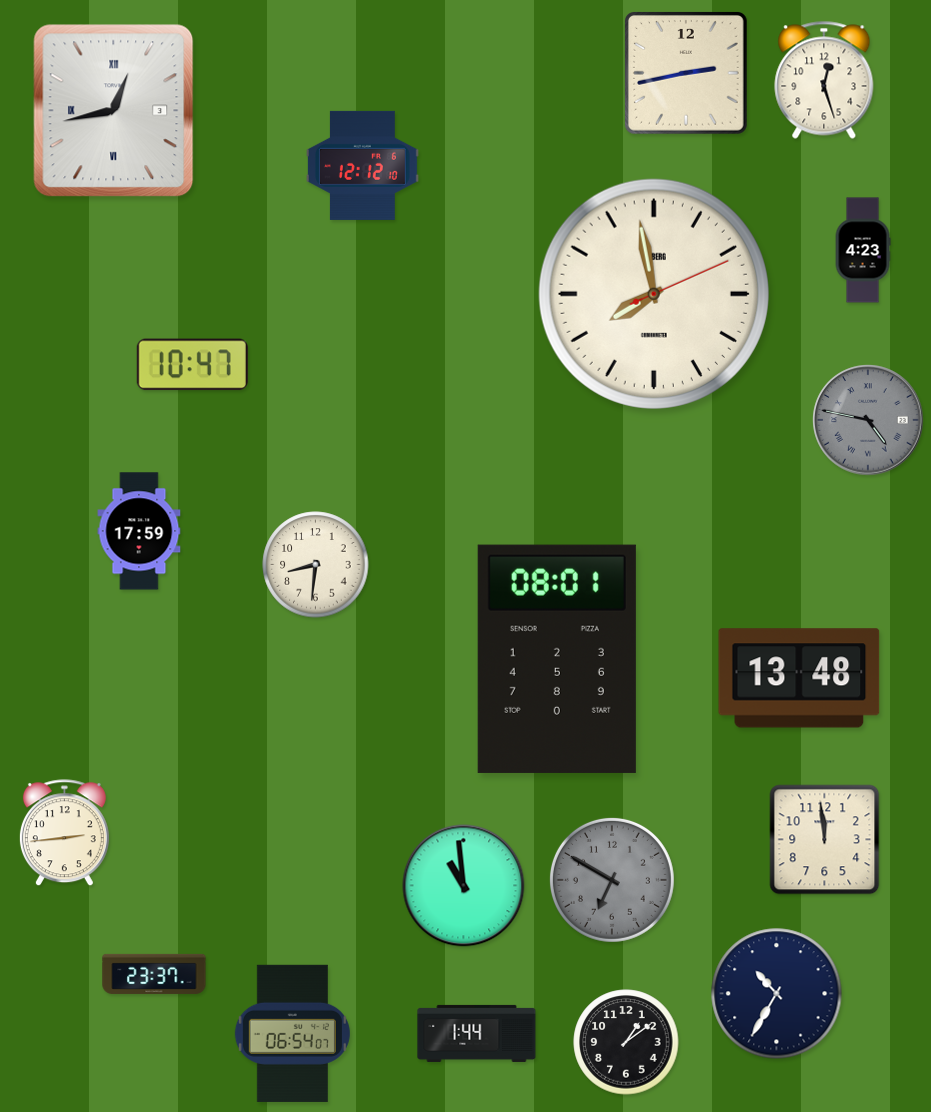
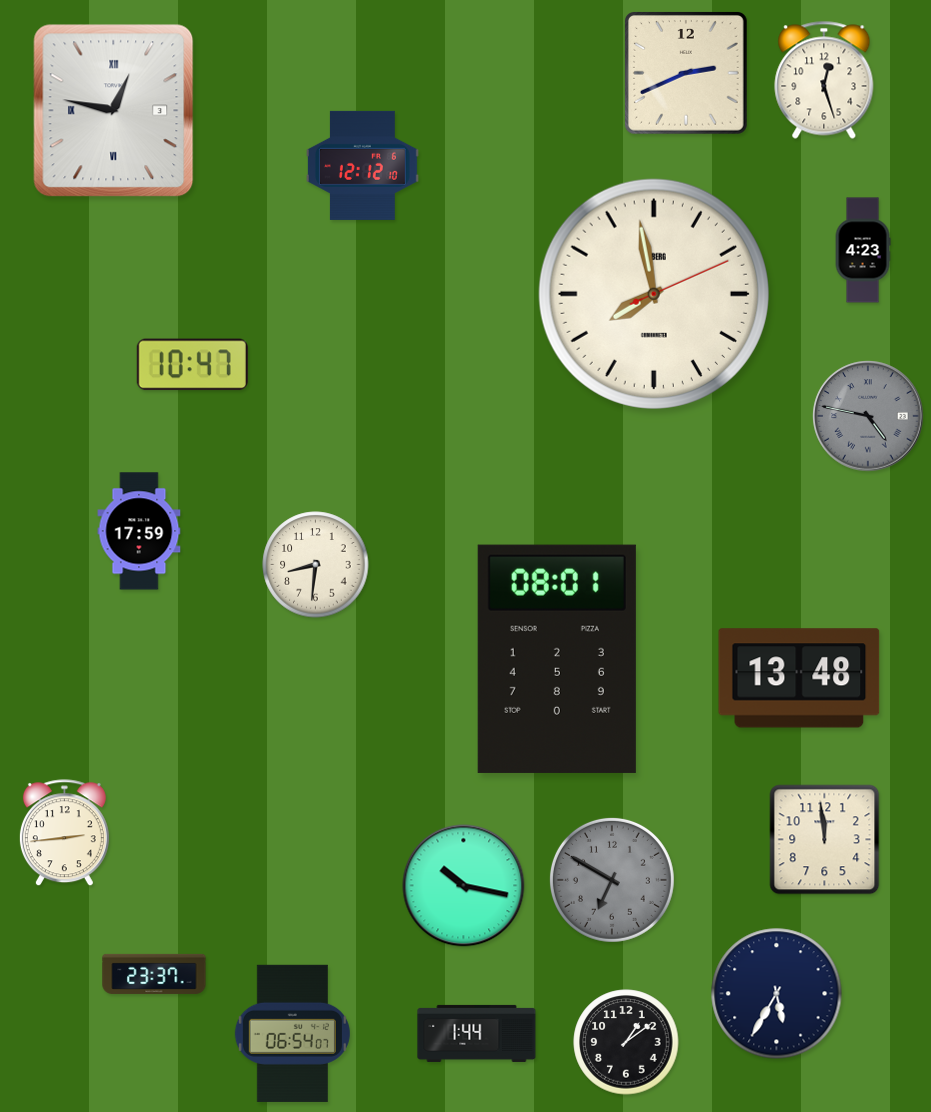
clock at (687, 74): 2:43 -> 2:41
clock at (114, 111): 12:43 -> 12:47
clock at (868, 420) position: (868, 420) -> (868, 416)
clock at (464, 886): 10:59 -> 10:17
clock at (777, 994): 10:35 -> 5:35
